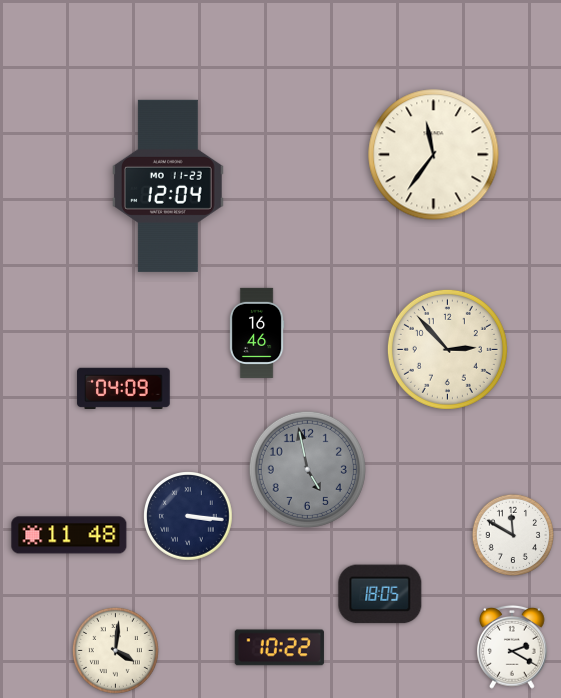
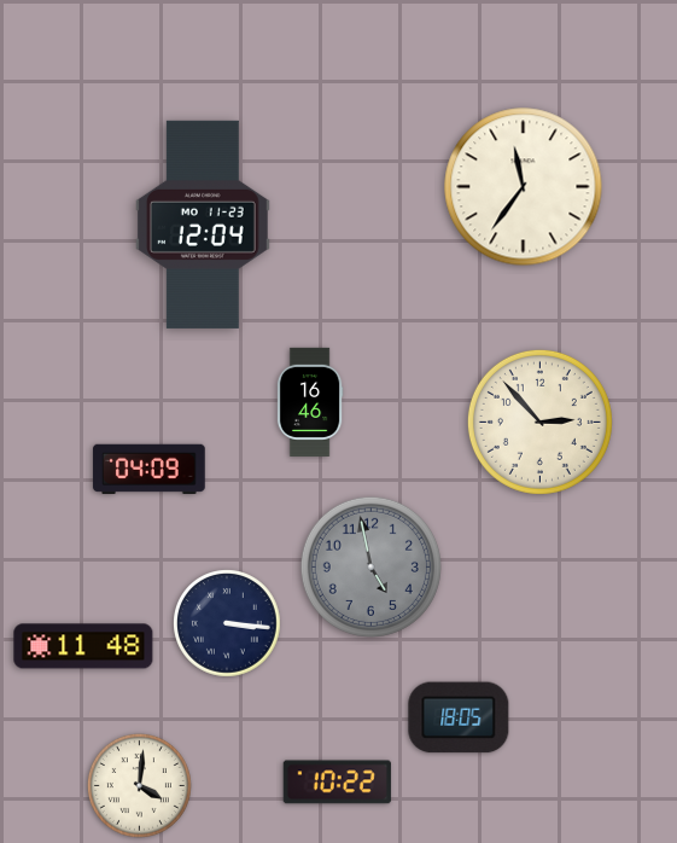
clock at (512, 534): 11:50 -> none
clock at (512, 647): 2:20 -> none
